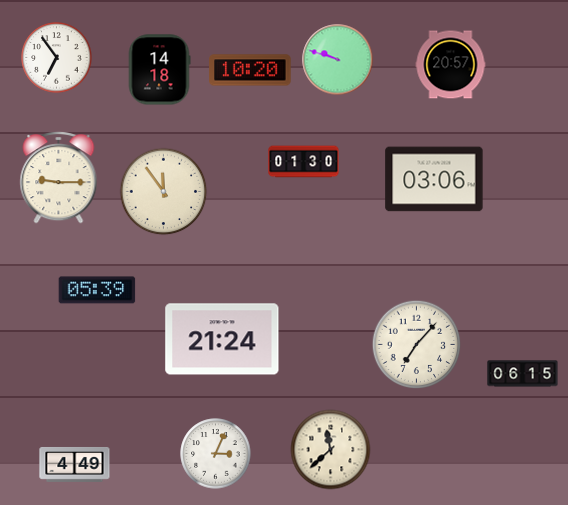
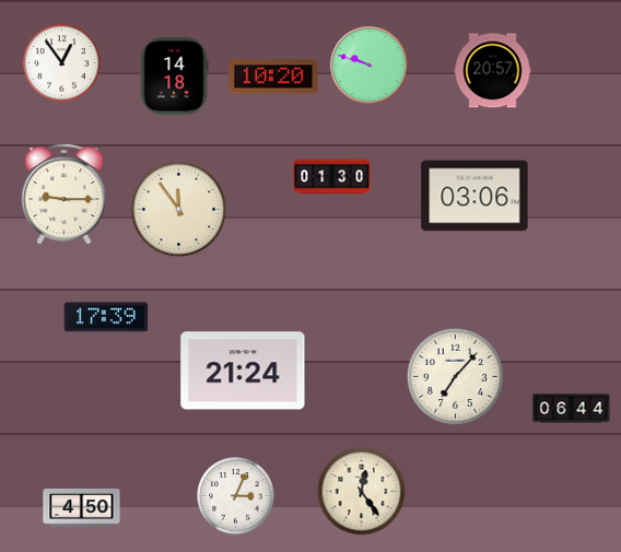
clock at (57, 58): 6:54 -> 12:54
clock at (97, 290): 05:39 -> 17:39
clock at (523, 374): 06:15 -> 06:44
clock at (331, 450): 11:38 -> 12:24
clock at (75, 464): 4:49 -> 4:50
